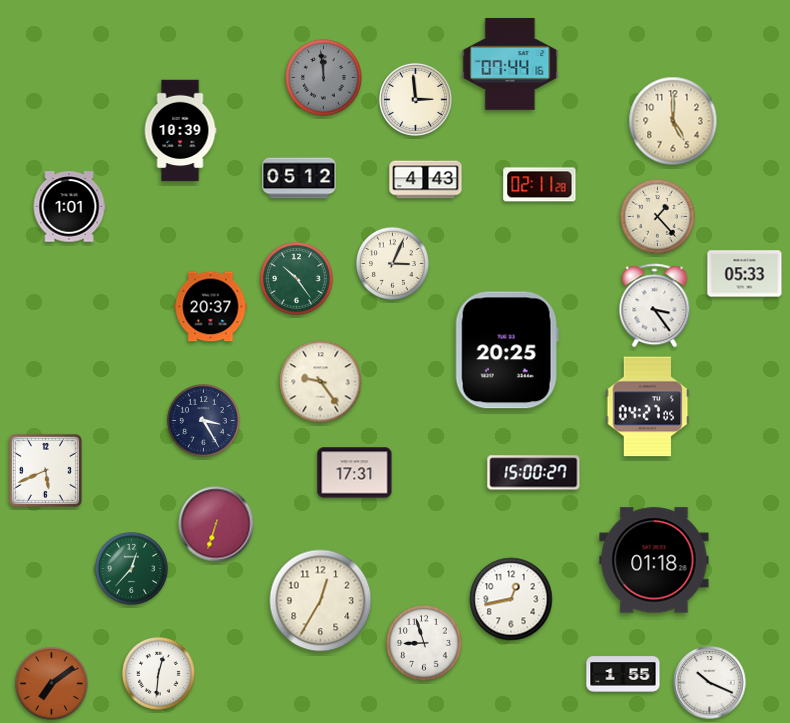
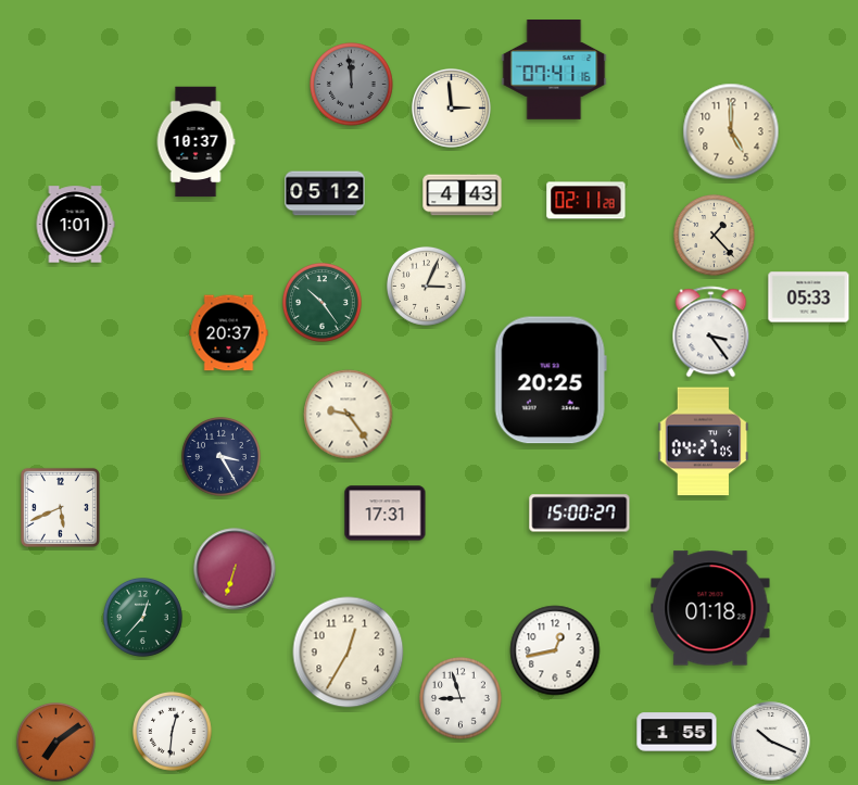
clock at (510, 65): 07:44 -> 07:41
clock at (180, 131): 10:39 -> 10:37
clock at (45, 470) position: (45, 470) -> (60, 507)
